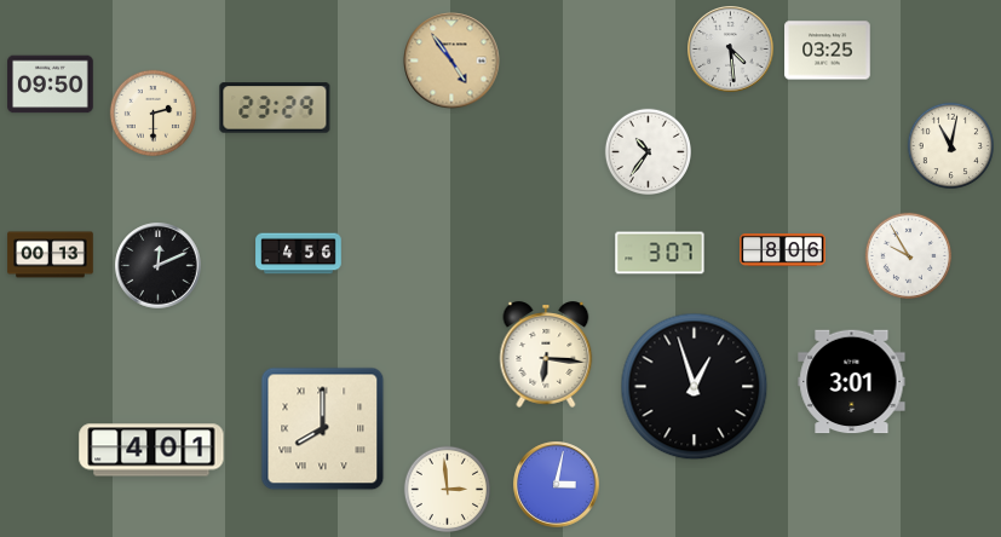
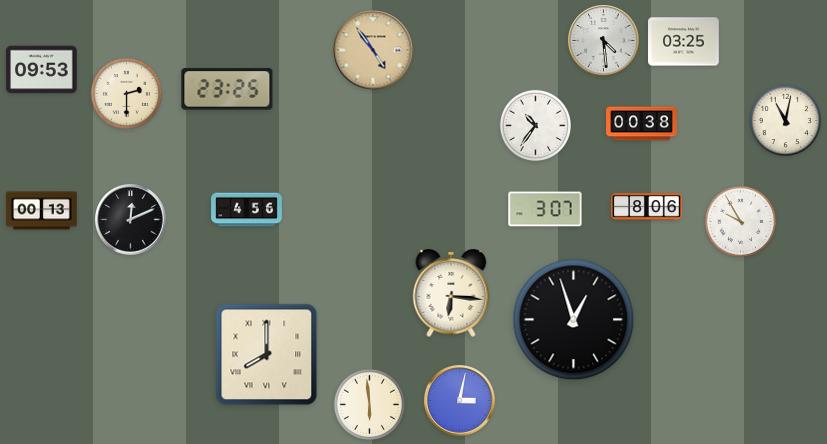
clock at (51, 85): 09:50 -> 09:53
clock at (275, 108): 23:29 -> 23:25
clock at (642, 124): none -> 00:38
clock at (908, 255) position: (908, 255) -> (740, 221)
clock at (852, 382): 3:01 -> none
clock at (151, 450): 4:01 -> none
clock at (447, 489): 2:59 -> 5:59
